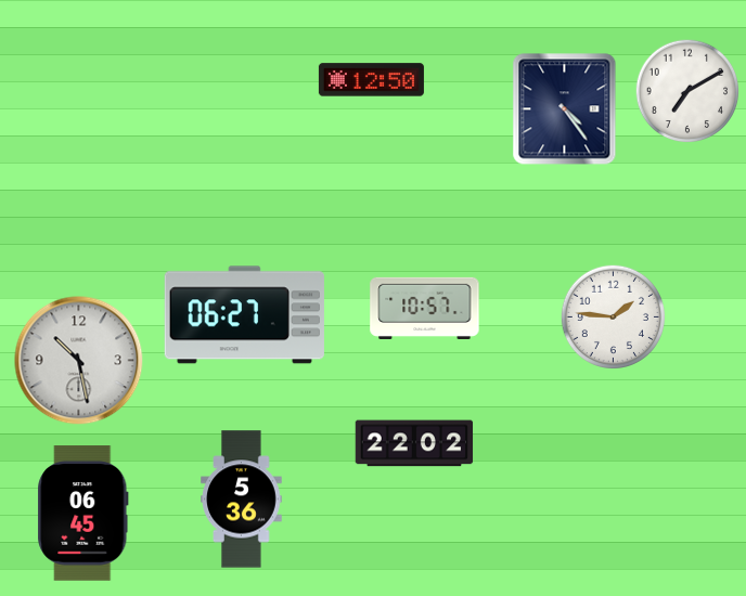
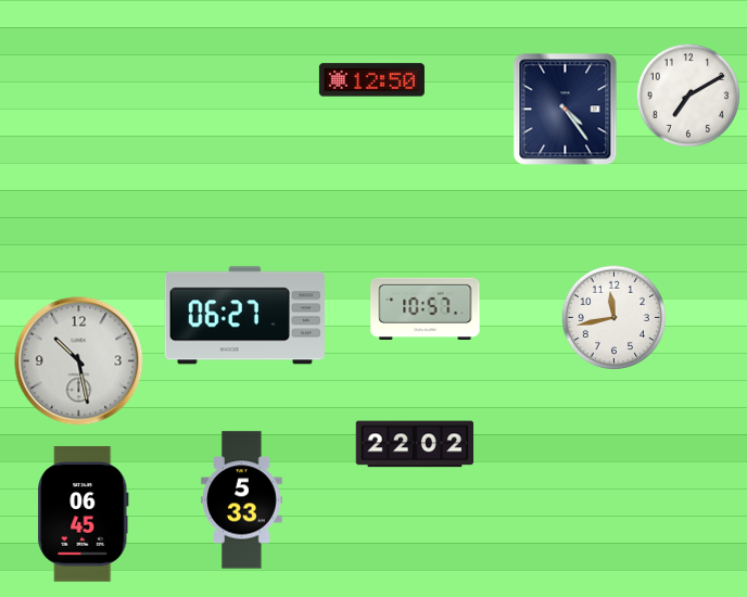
clock at (687, 91) position: (687, 91) -> (688, 96)
clock at (613, 316): 1:46 -> 11:43
clock at (242, 500): 5:36 -> 5:33
